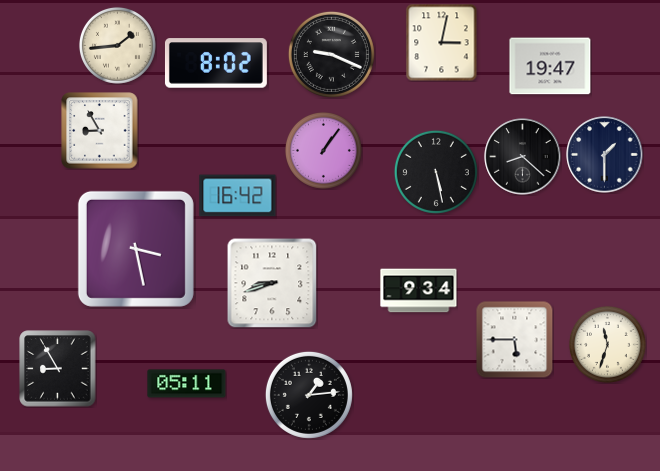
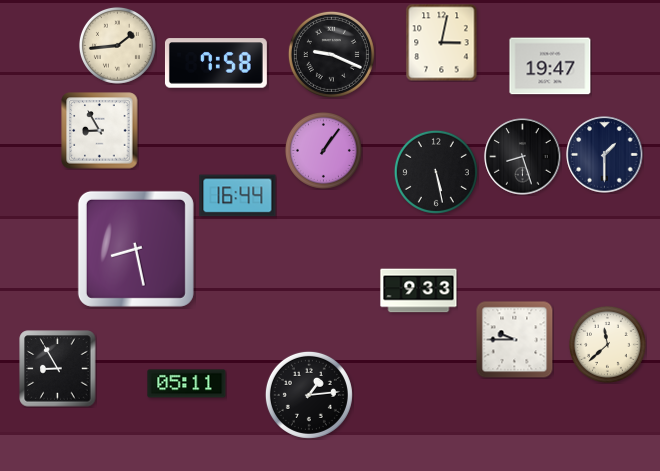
clock at (216, 63): 8:02 -> 7:58
clock at (523, 157): 8:22 -> 8:27
clock at (238, 196): 16:42 -> 16:44
clock at (136, 249): 3:28 -> 8:28
clock at (272, 283): 8:42 -> none
clock at (419, 291): 9:34 -> 9:33
clock at (514, 339): 5:45 -> 9:45
clock at (607, 344): 11:33 -> 11:38
